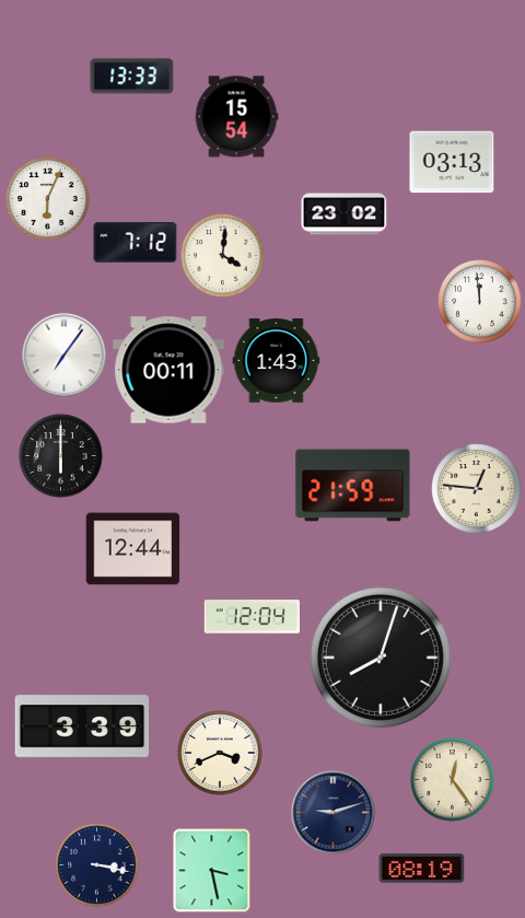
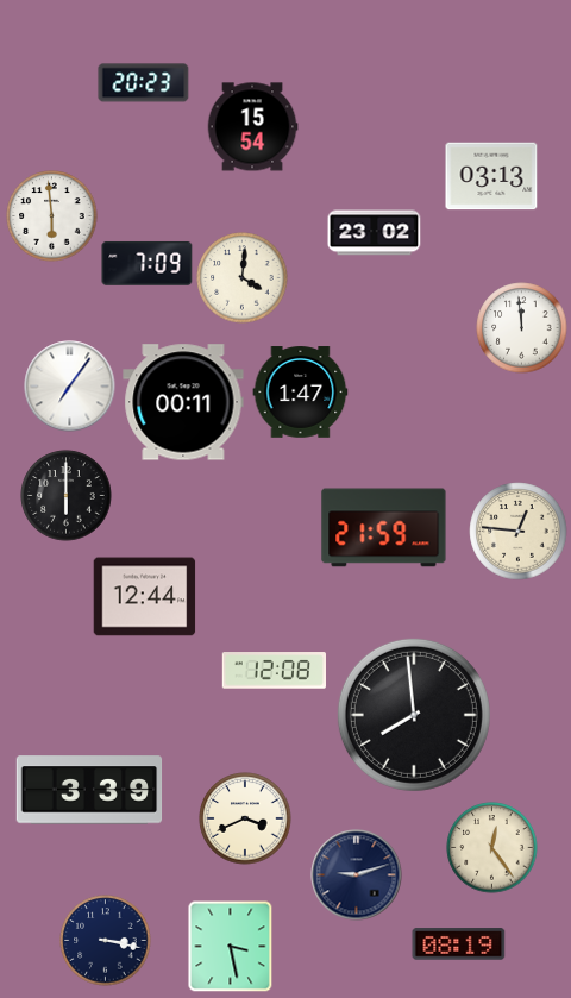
clock at (132, 77): 13:33 -> 20:23
clock at (236, 117) position: (236, 117) -> (252, 127)
clock at (48, 199): 6:04 -> 5:59
clock at (136, 243): 7:12 -> 7:09
clock at (277, 361): 1:43 -> 1:47
clock at (252, 617): 12:04 -> 12:08
clock at (381, 658): 8:03 -> 7:59
clock at (220, 753) position: (220, 753) -> (245, 818)
clock at (334, 813) position: (334, 813) -> (357, 875)
